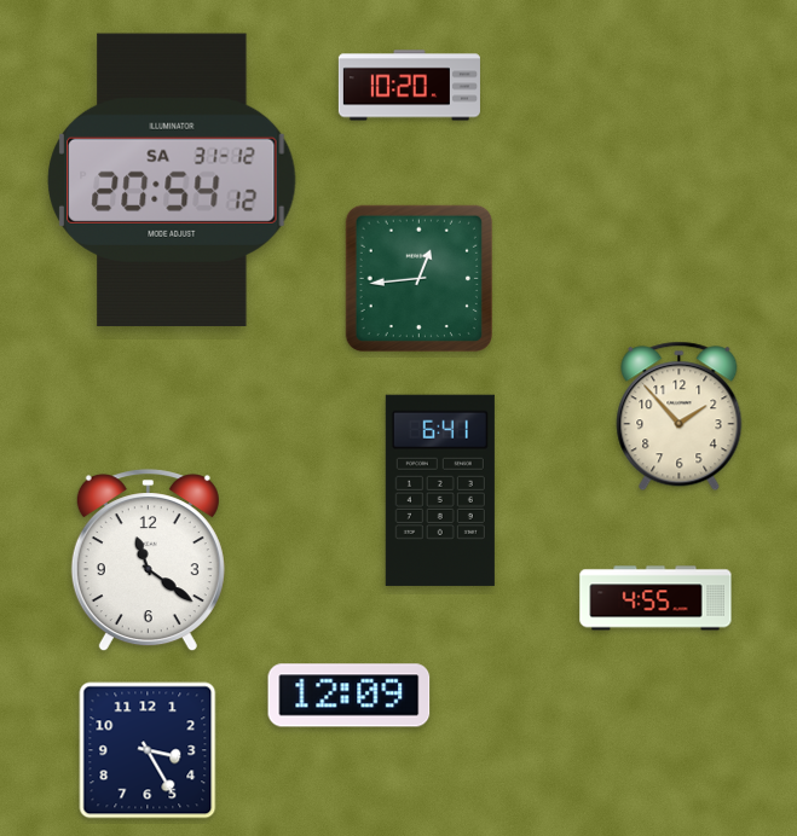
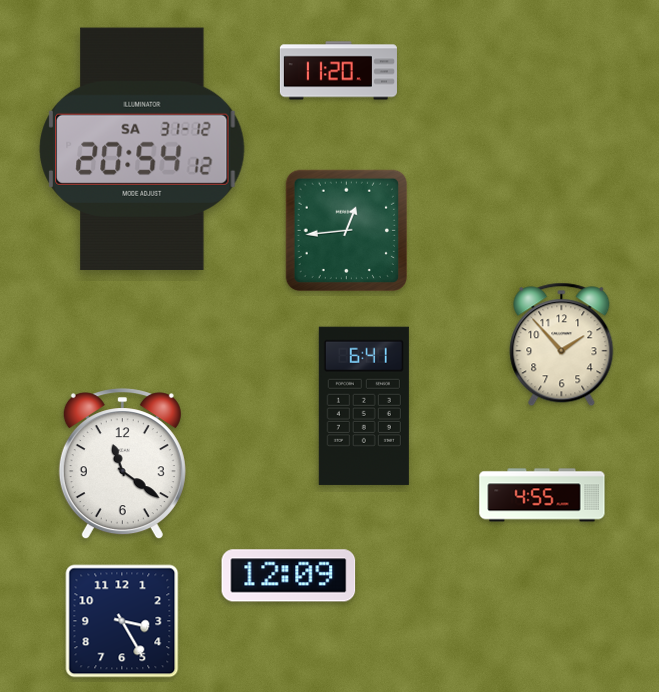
clock at (409, 86): 10:20 -> 11:20
